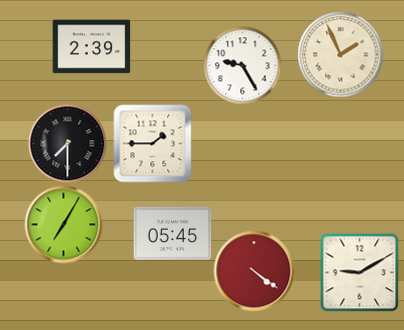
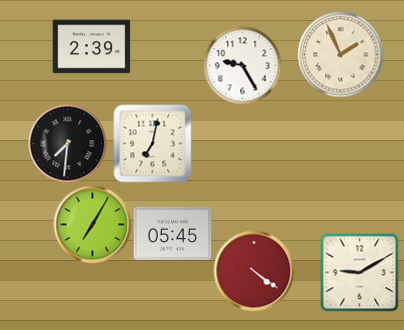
clock at (67, 143): 7:30 -> 7:31
clock at (152, 143): 1:45 -> 7:02
clock at (63, 224) position: (63, 224) -> (92, 224)
